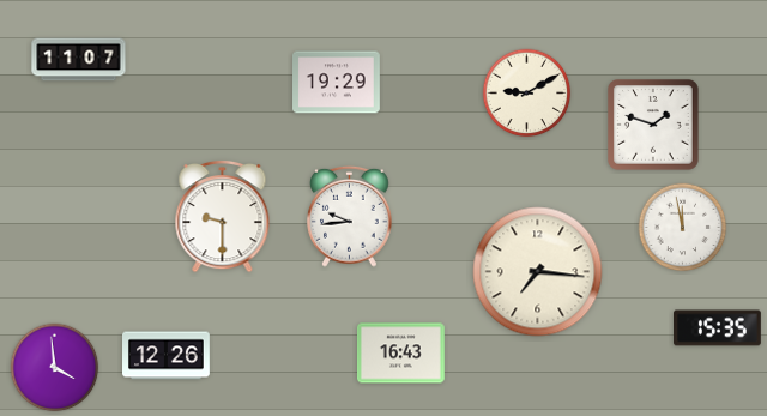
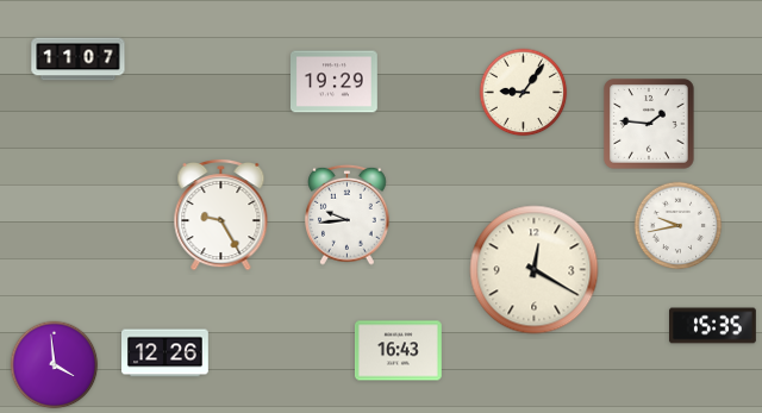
clock at (527, 94): 9:10 -> 9:06
clock at (654, 126): 1:48 -> 1:46
clock at (223, 216): 9:30 -> 9:25
clock at (683, 228): 11:58 -> 9:43
clock at (538, 272): 7:16 -> 12:20
